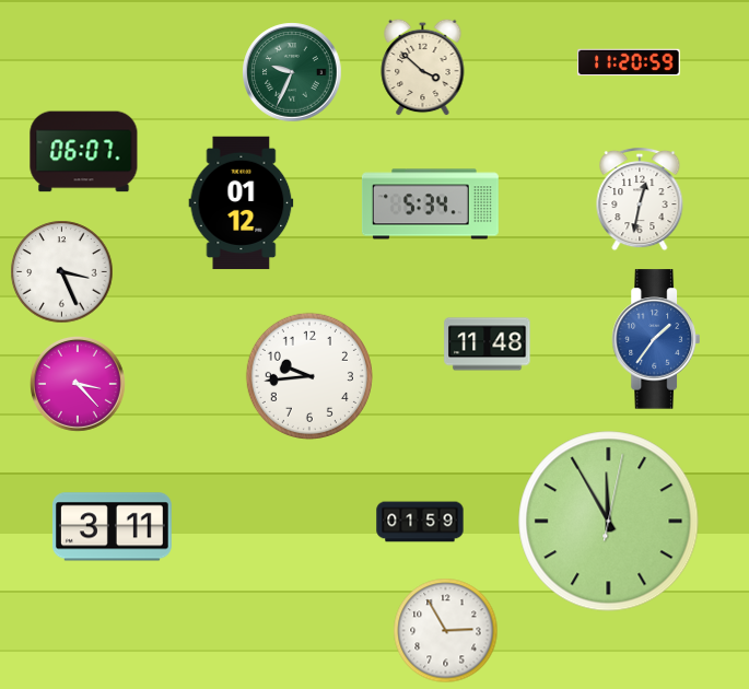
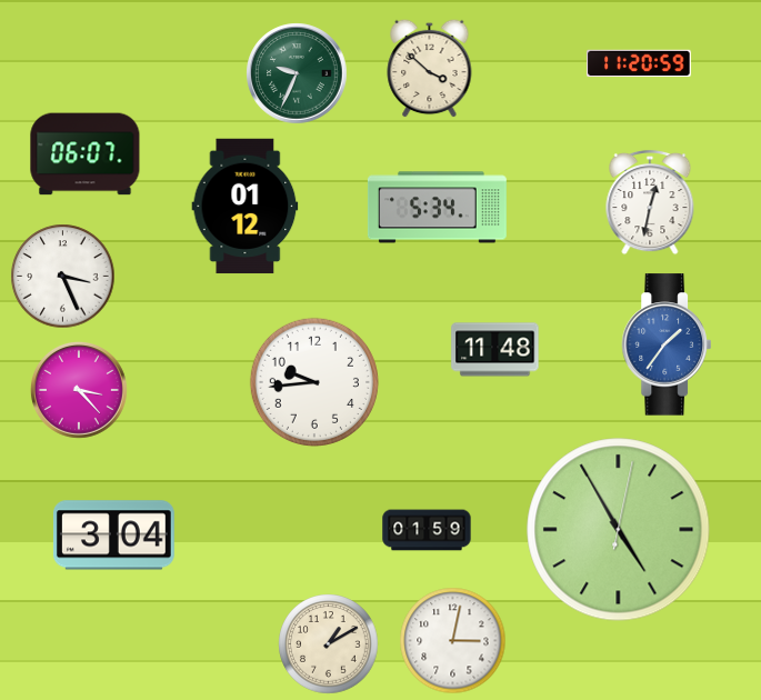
clock at (609, 522): 11:55 -> 4:55
clock at (112, 527): 3:11 -> 3:04
clock at (446, 631): 2:55 -> 3:02
clock at (329, 644): none -> 1:10
